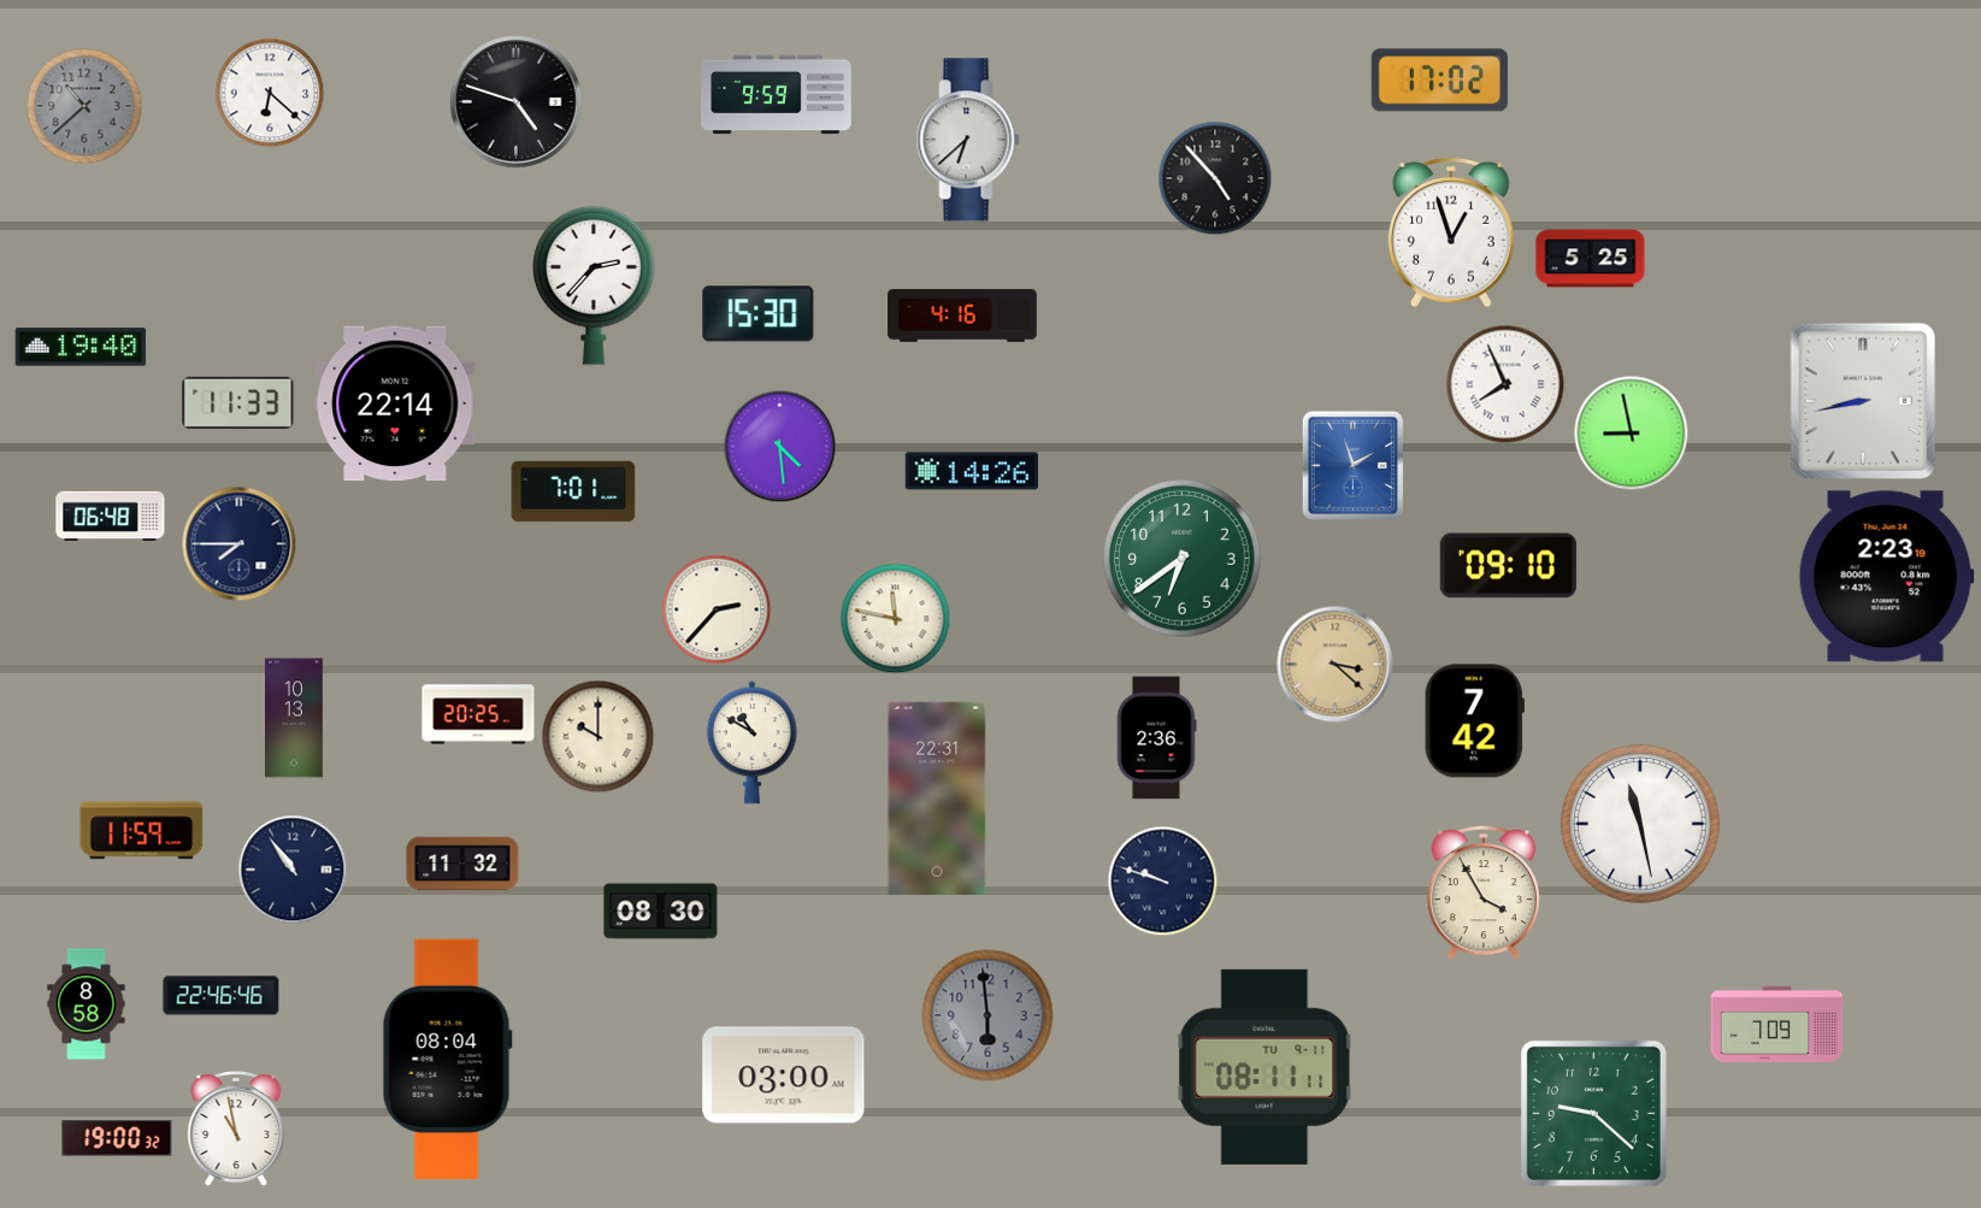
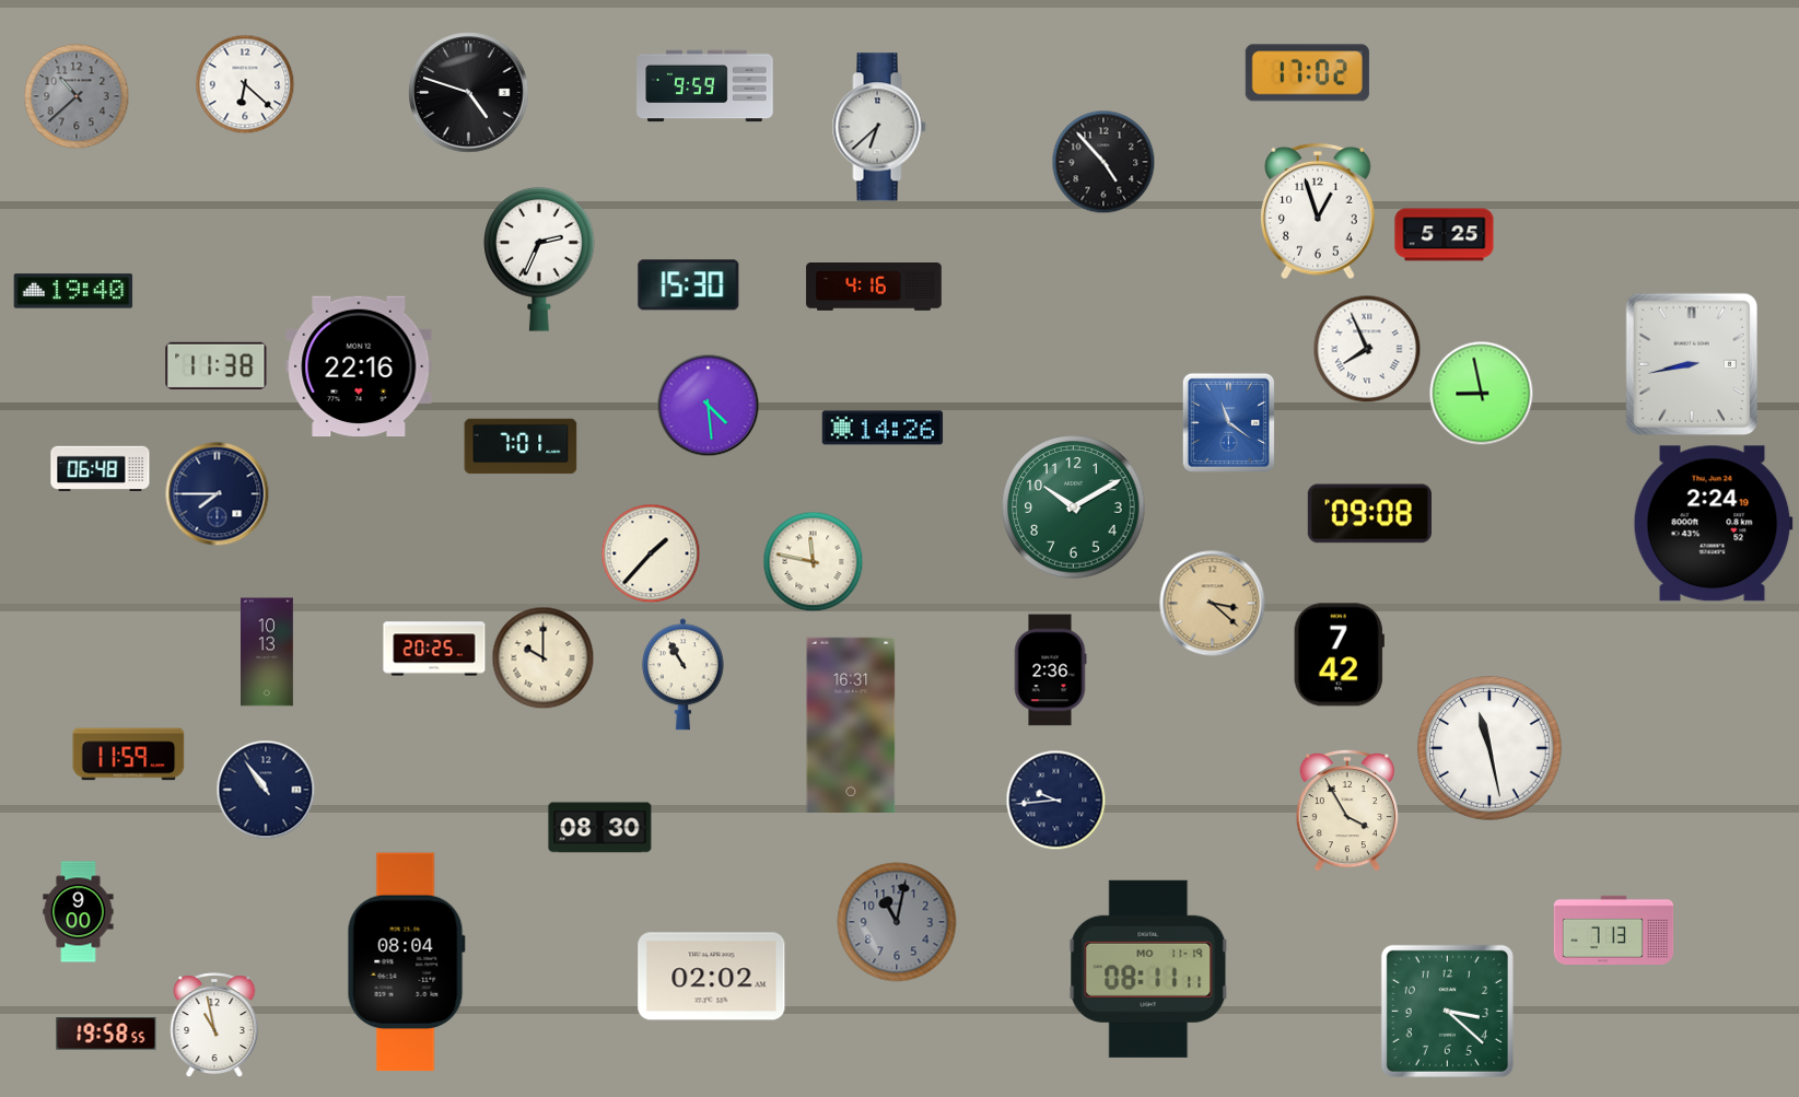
clock at (594, 285): 2:37 -> 2:34
clock at (81, 347) position: (81, 347) -> (73, 291)
clock at (238, 402): 11:33 -> 11:38
clock at (395, 403): 22:14 -> 22:16
clock at (1352, 465): 1:57 -> 11:21
clock at (1183, 559): 6:39 -> 10:10
clock at (1508, 566): 09:10 -> 09:08
clock at (1886, 577): 2:23 -> 2:24
clock at (717, 609): 2:37 -> 1:37
clock at (597, 736) position: (597, 736) -> (542, 657)
clock at (751, 743): 10:50 -> 10:55
clock at (937, 799): 22:31 -> 16:31
clock at (462, 864): 11:32 -> none
clock at (1162, 880): 9:48 -> 9:44
clock at (222, 996): 22:46 -> none
clock at (87, 1004): 8:58 -> 9:00
clock at (987, 1015): 5:59 -> 11:02
clock at (1777, 1024): 7:09 -> 7:13
clock at (1264, 1067) date: TU 9-11 -> MO 11-19
clock at (784, 1076): 03:00 -> 02:02
clock at (1593, 1113): 9:22 -> 3:22
clock at (117, 1138): 19:00 -> 19:58
